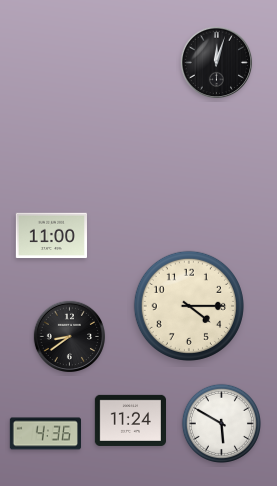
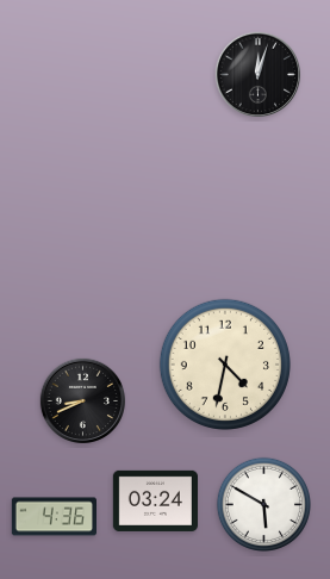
clock at (51, 236): 11:00 -> none
clock at (189, 306): 4:15 -> 4:32
clock at (69, 336): 8:39 -> 8:41
clock at (130, 420): 11:24 -> 03:24
